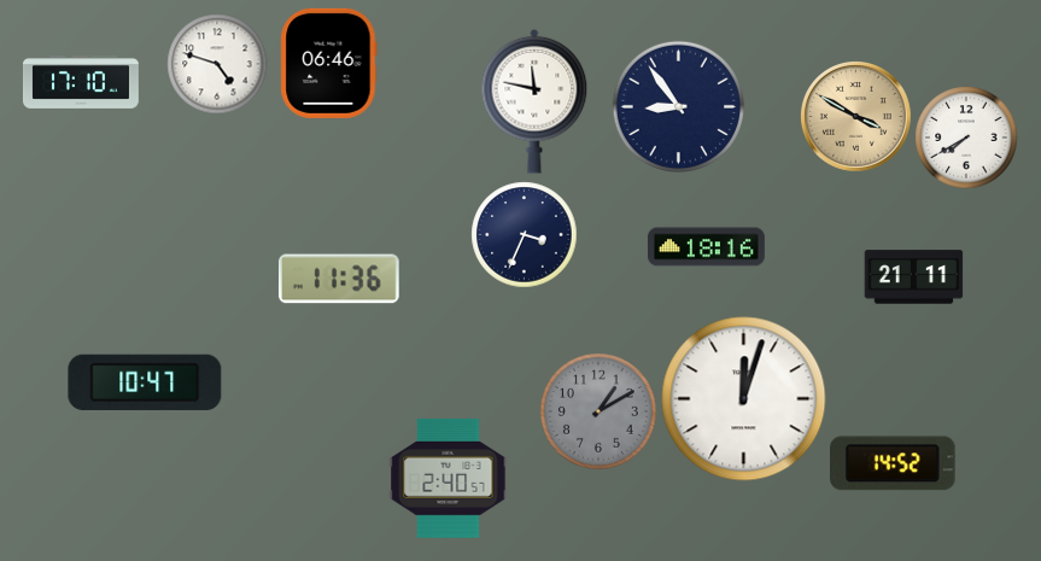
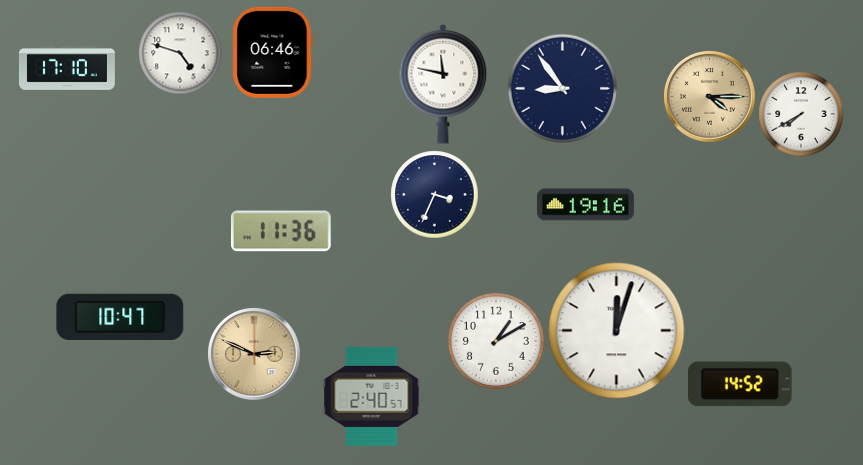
clock at (855, 116): 3:50 -> 4:15
clock at (706, 247): 18:16 -> 19:16
clock at (913, 277): 21:11 -> none
clock at (598, 411) dial: grey -> white
clock at (254, 354): none -> 2:49
